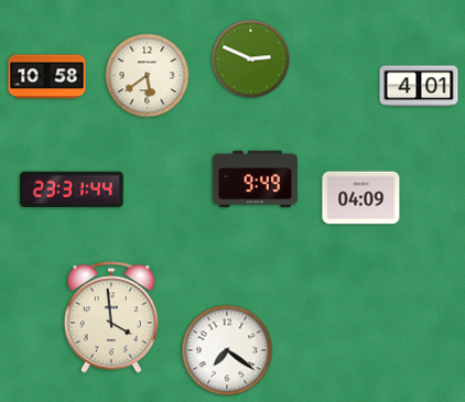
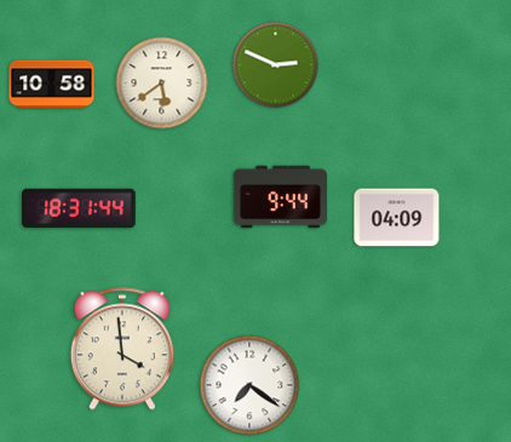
clock at (419, 86): 4:01 -> none
clock at (255, 180): 9:49 -> 9:44
clock at (72, 189): 23:31 -> 18:31
